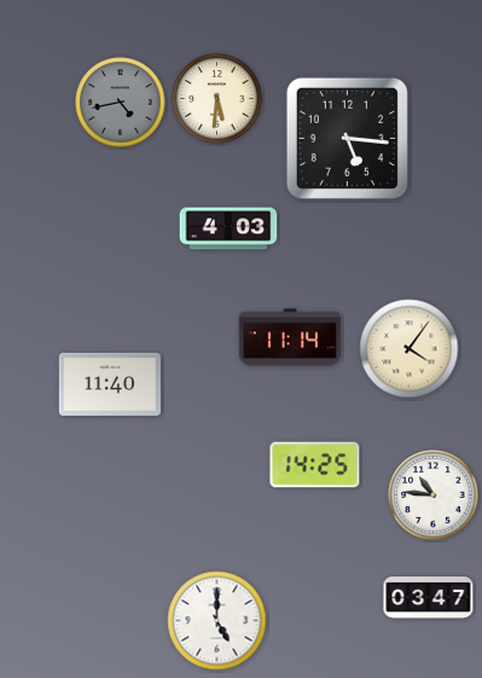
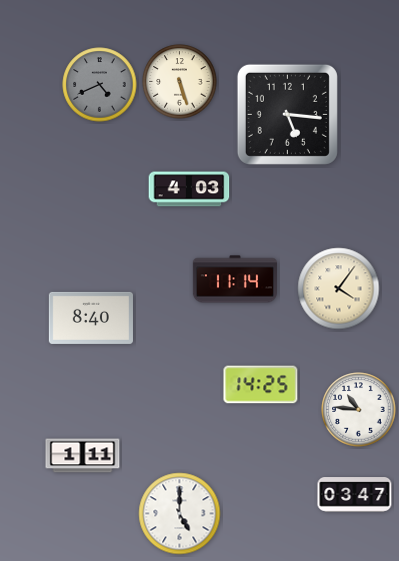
clock at (217, 99): 5:31 -> 5:27
clock at (121, 103): 4:43 -> 4:41
clock at (289, 337) position: (289, 337) -> (234, 279)
clock at (110, 384): 11:40 -> 8:40
clock at (83, 456): none -> 1:11
